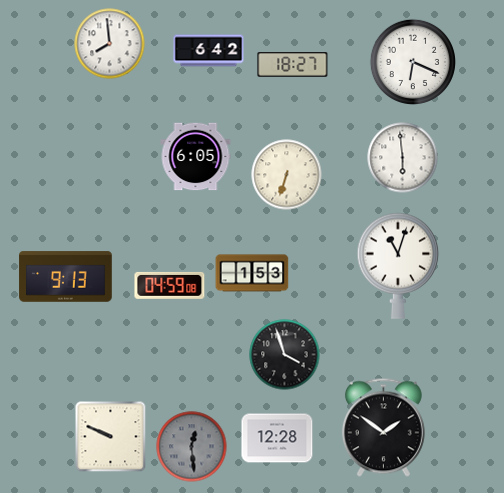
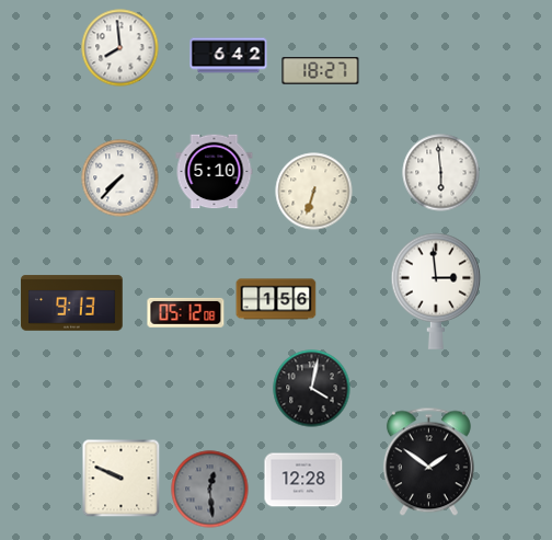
clock at (413, 62): 6:19 -> none
clock at (196, 157): 6:05 -> 5:10
clock at (120, 179): none -> 7:37
clock at (398, 266): 11:03 -> 2:59
clock at (252, 273): 1:53 -> 1:56
clock at (170, 285): 04:59 -> 05:12
clock at (285, 355): 3:57 -> 4:02
clock at (383, 428) position: (383, 428) -> (428, 462)
